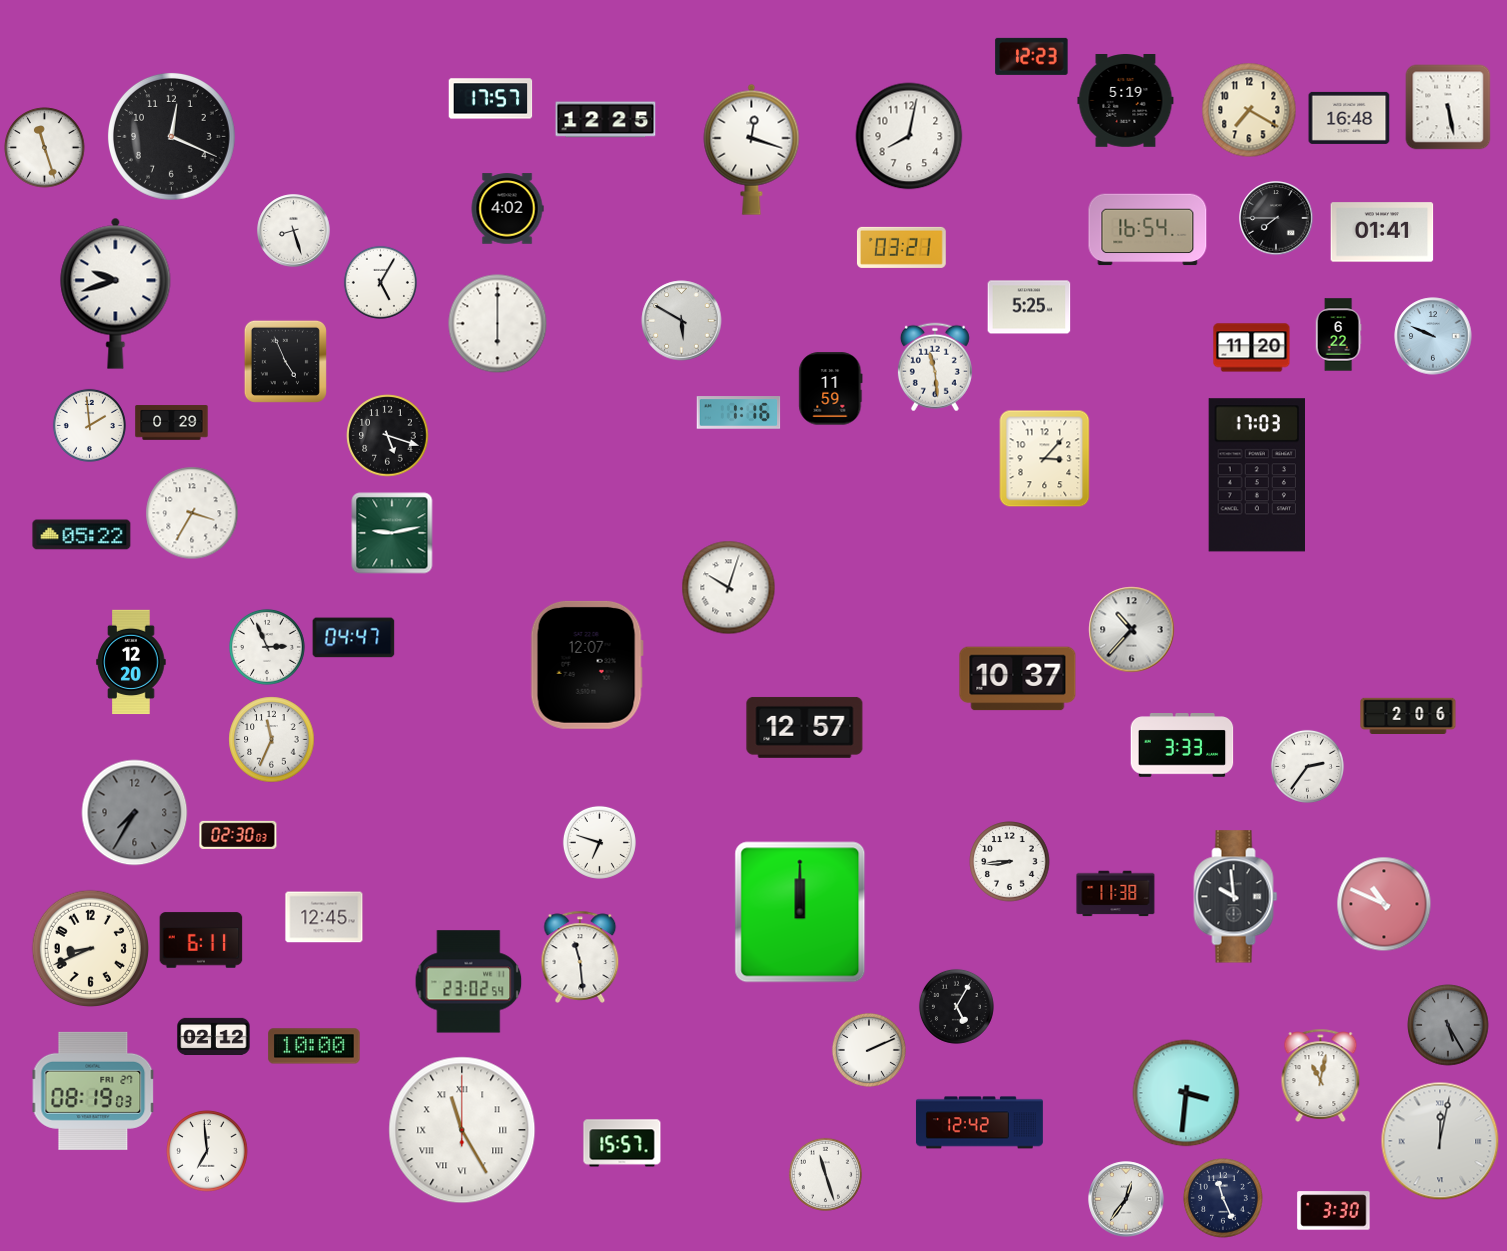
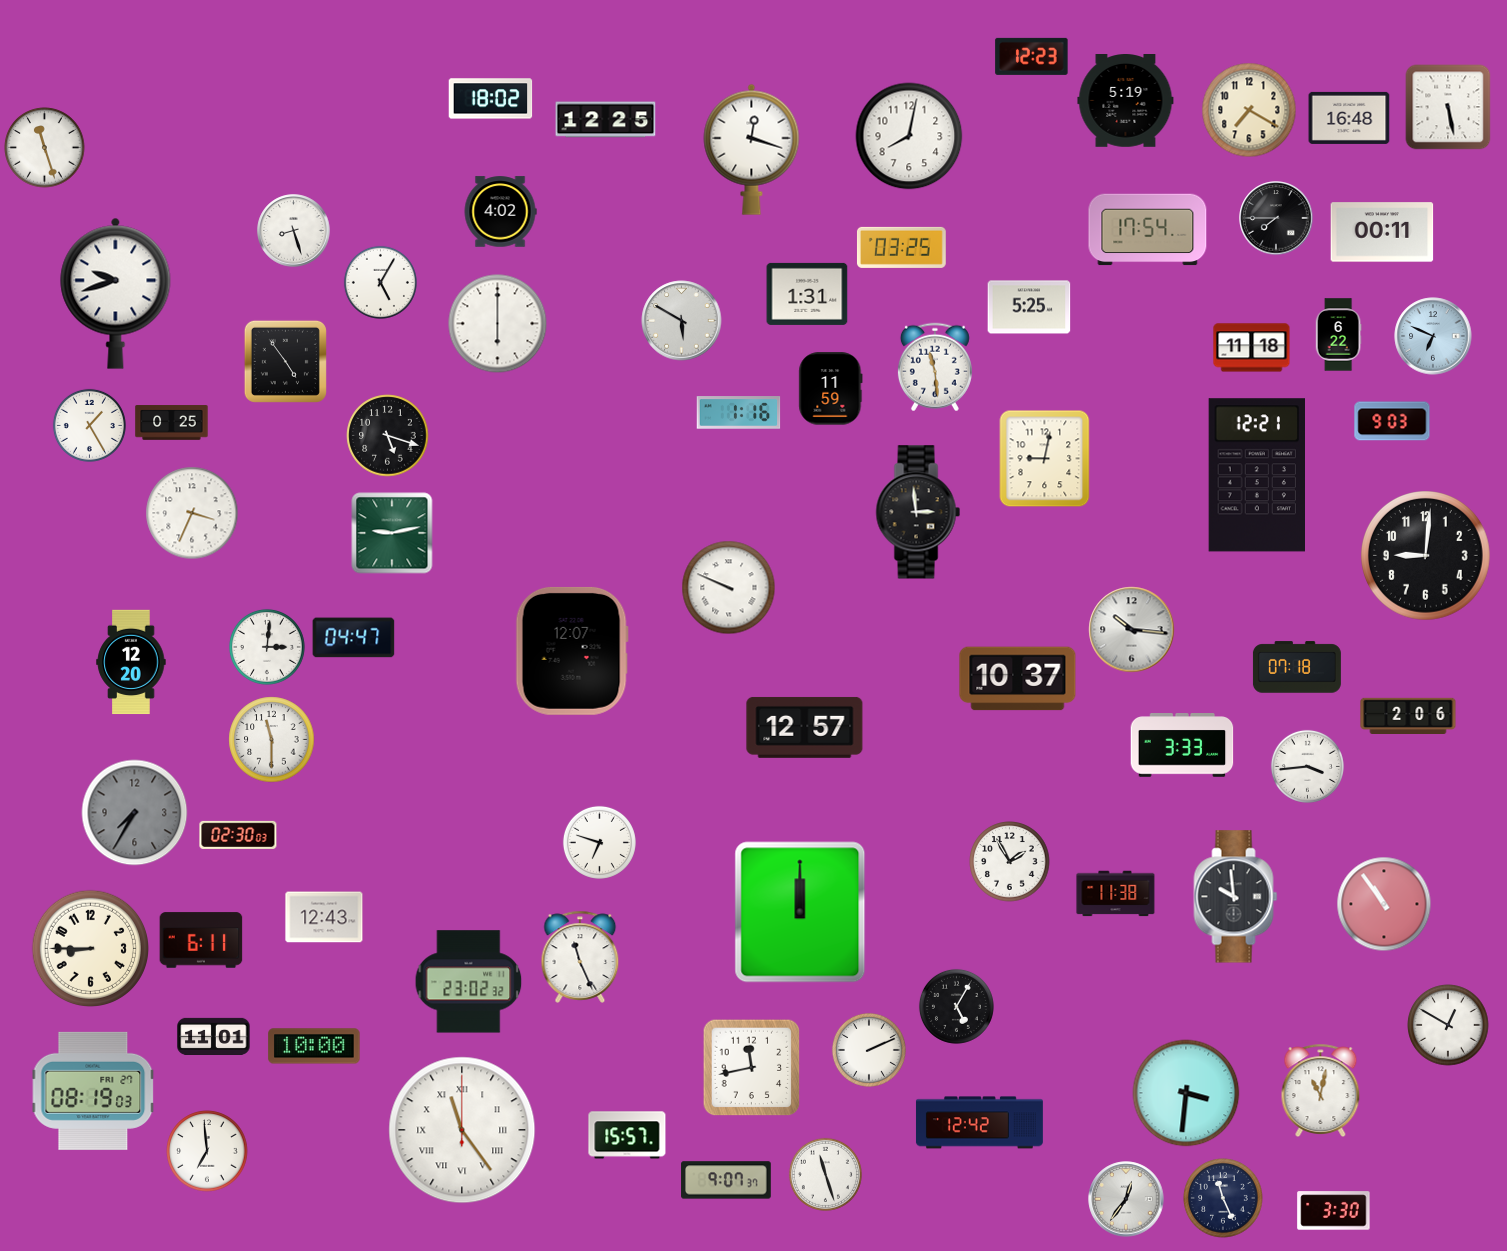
clock at (491, 99): 17:57 -> 18:02
clock at (171, 136): 12:19 -> none
clock at (507, 209) position: (507, 209) -> (500, 212)
clock at (1148, 230): 16:54 -> 17:54
clock at (1382, 232): 01:41 -> 00:11
clock at (901, 247): 03:21 -> 03:25
clock at (807, 294): none -> 1:31
clock at (1433, 336): 9:49 -> 6:49
clock at (1252, 348): 11:20 -> 11:18
clock at (285, 361): 4:56 -> 4:54
clock at (1392, 421): none -> 9:03
clock at (172, 423): 0:29 -> 0:25
clock at (89, 425): 1:59 -> 1:25
clock at (1045, 459): 3:07 -> 9:02
clock at (1256, 475): 17:03 -> 12:21
clock at (918, 512): none -> 2:59
clock at (192, 513): 3:35 -> 3:34
clock at (82, 535): 05:22 -> none
clock at (1426, 556): none -> 9:01
clock at (729, 588): 10:03 -> 9:49
clock at (1132, 630): 10:37 -> 10:16
clock at (267, 647): 2:56 -> 3:01
clock at (587, 665) position: (587, 665) -> (572, 651)
clock at (1297, 667): none -> 07:18
clock at (272, 740): 11:34 -> 11:30
clock at (1307, 766): 2:36 -> 3:44
clock at (1010, 862): 8:44 -> 1:55
clock at (1384, 904): 10:49 -> 10:54
clock at (324, 917): 12:45 -> 12:43
clock at (90, 948): 8:41 -> 8:45
clock at (580, 957): 11:29 -> 11:26
clock at (469, 982): 23:02:54 -> 23:02:32
clock at (1448, 1025): 5:25 -> 12:50
clock at (1448, 1025) dial: grey -> white
clock at (214, 1036): 02:12 -> 11:01
clock at (752, 1068): none -> 11:43
clock at (1321, 1075) position: (1321, 1075) -> (1321, 1090)
clock at (462, 1130): 11:25 -> 11:24
clock at (1440, 1141): 12:02 -> none
clock at (622, 1143) position: (622, 1143) -> (627, 1135)
clock at (726, 1180): none -> 9:07
